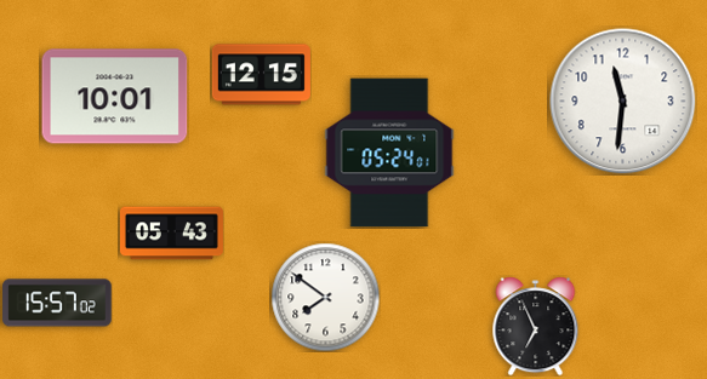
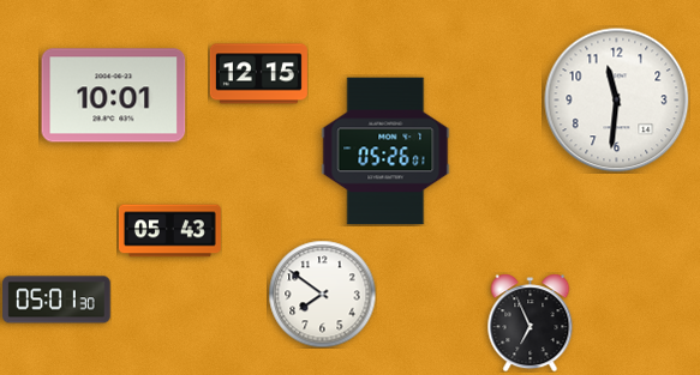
clock at (389, 153): 05:24 -> 05:26
clock at (57, 303): 15:57 -> 05:01
